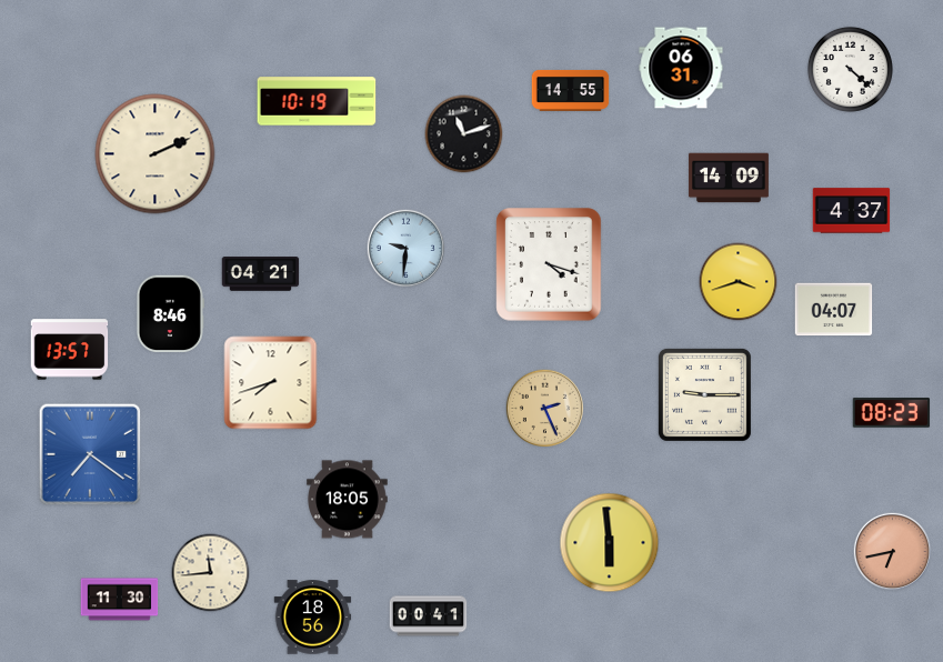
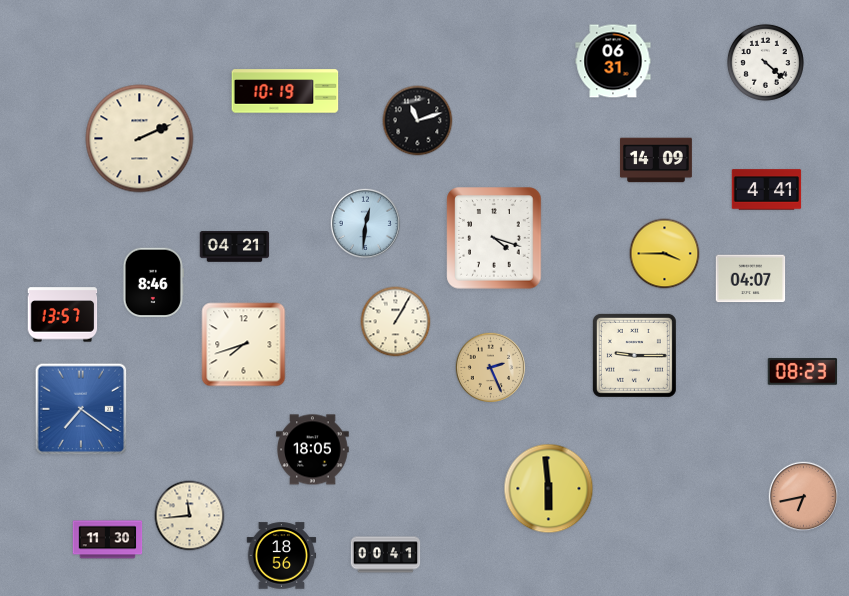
clock at (571, 90): 14:55 -> none
clock at (852, 211): 4:37 -> 4:41
clock at (405, 248): 9:31 -> 12:31
clock at (739, 282): 3:42 -> 3:45
clock at (396, 322): none -> 1:05
